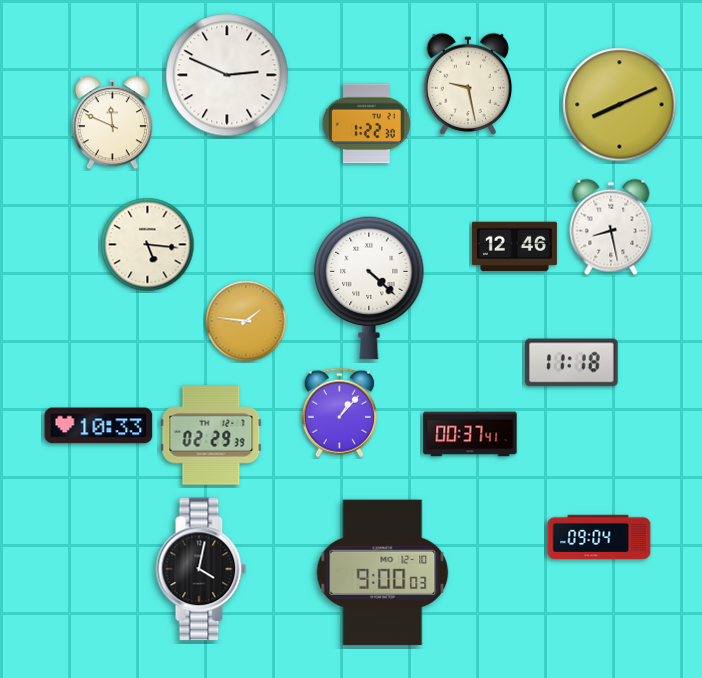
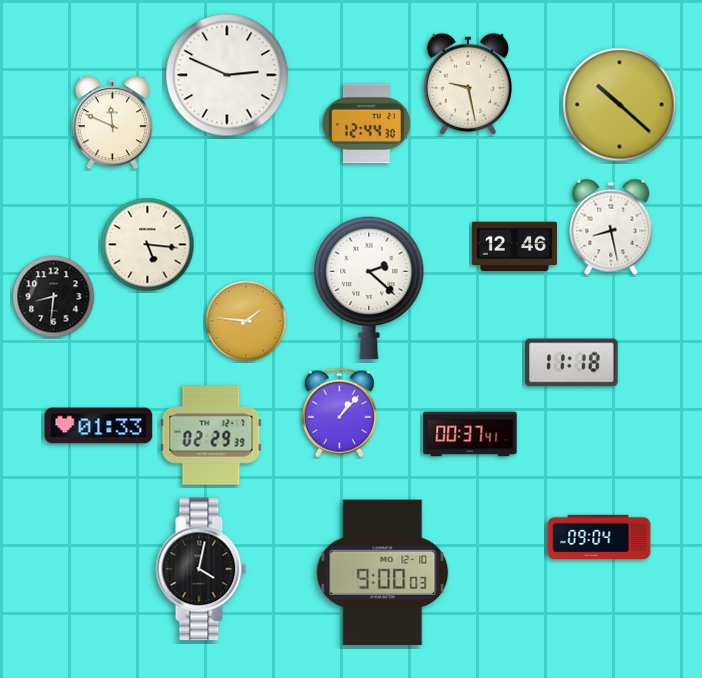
clock at (620, 105): 8:11 -> 10:22
clock at (366, 124): 1:22 -> 12:44
clock at (369, 288): 4:22 -> 2:22
clock at (54, 297): none -> 8:31
clock at (99, 426): 10:33 -> 01:33
